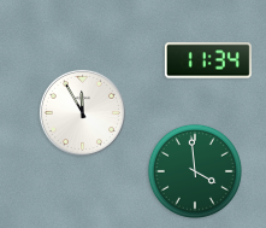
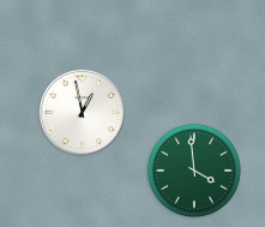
clock at (208, 60): 11:34 -> none
clock at (82, 112): 11:55 -> 12:58
